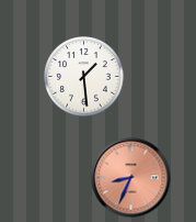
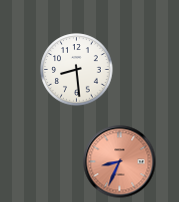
clock at (84, 77): 1:29 -> 8:29
